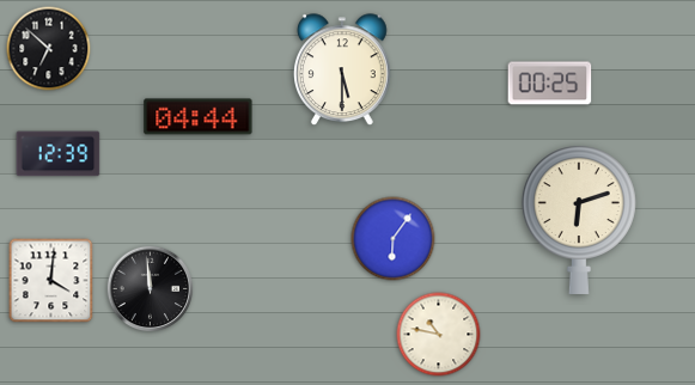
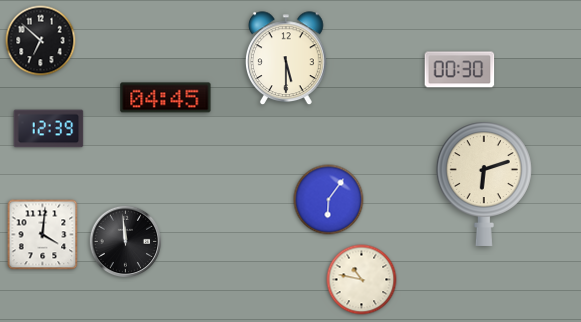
clock at (550, 84): 00:25 -> 00:30
clock at (199, 117): 04:44 -> 04:45
clock at (439, 335) position: (439, 335) -> (362, 280)
